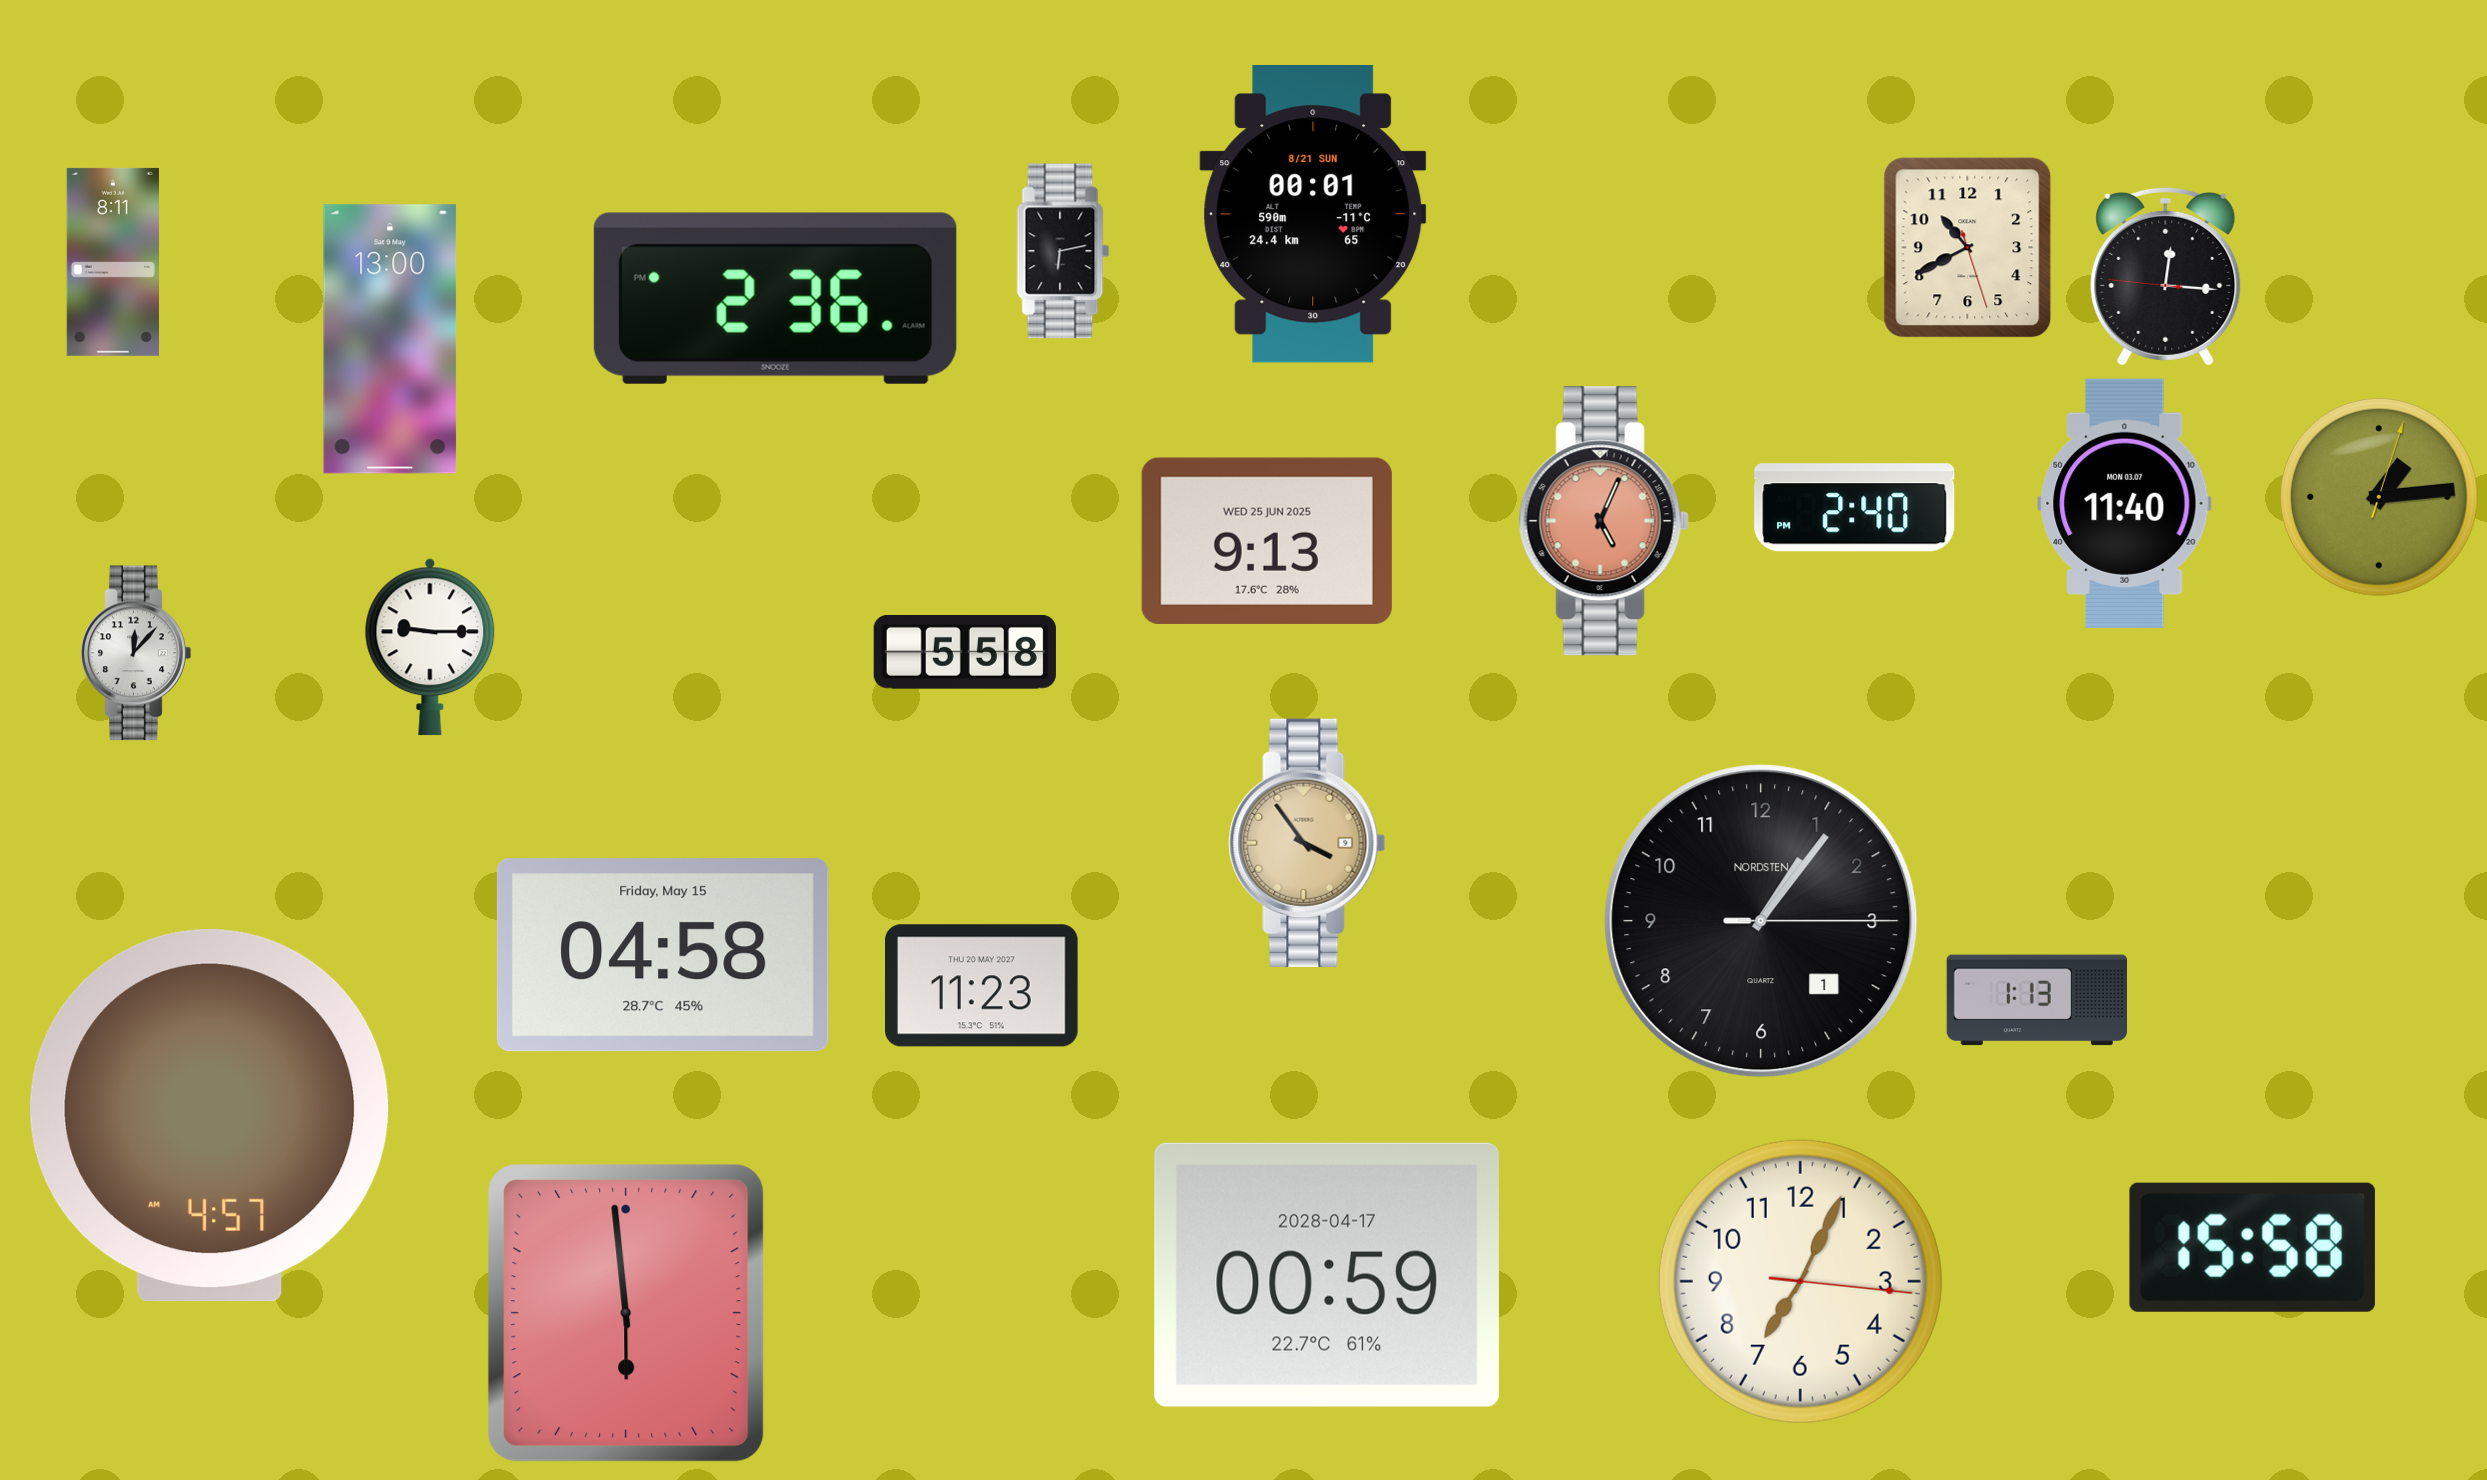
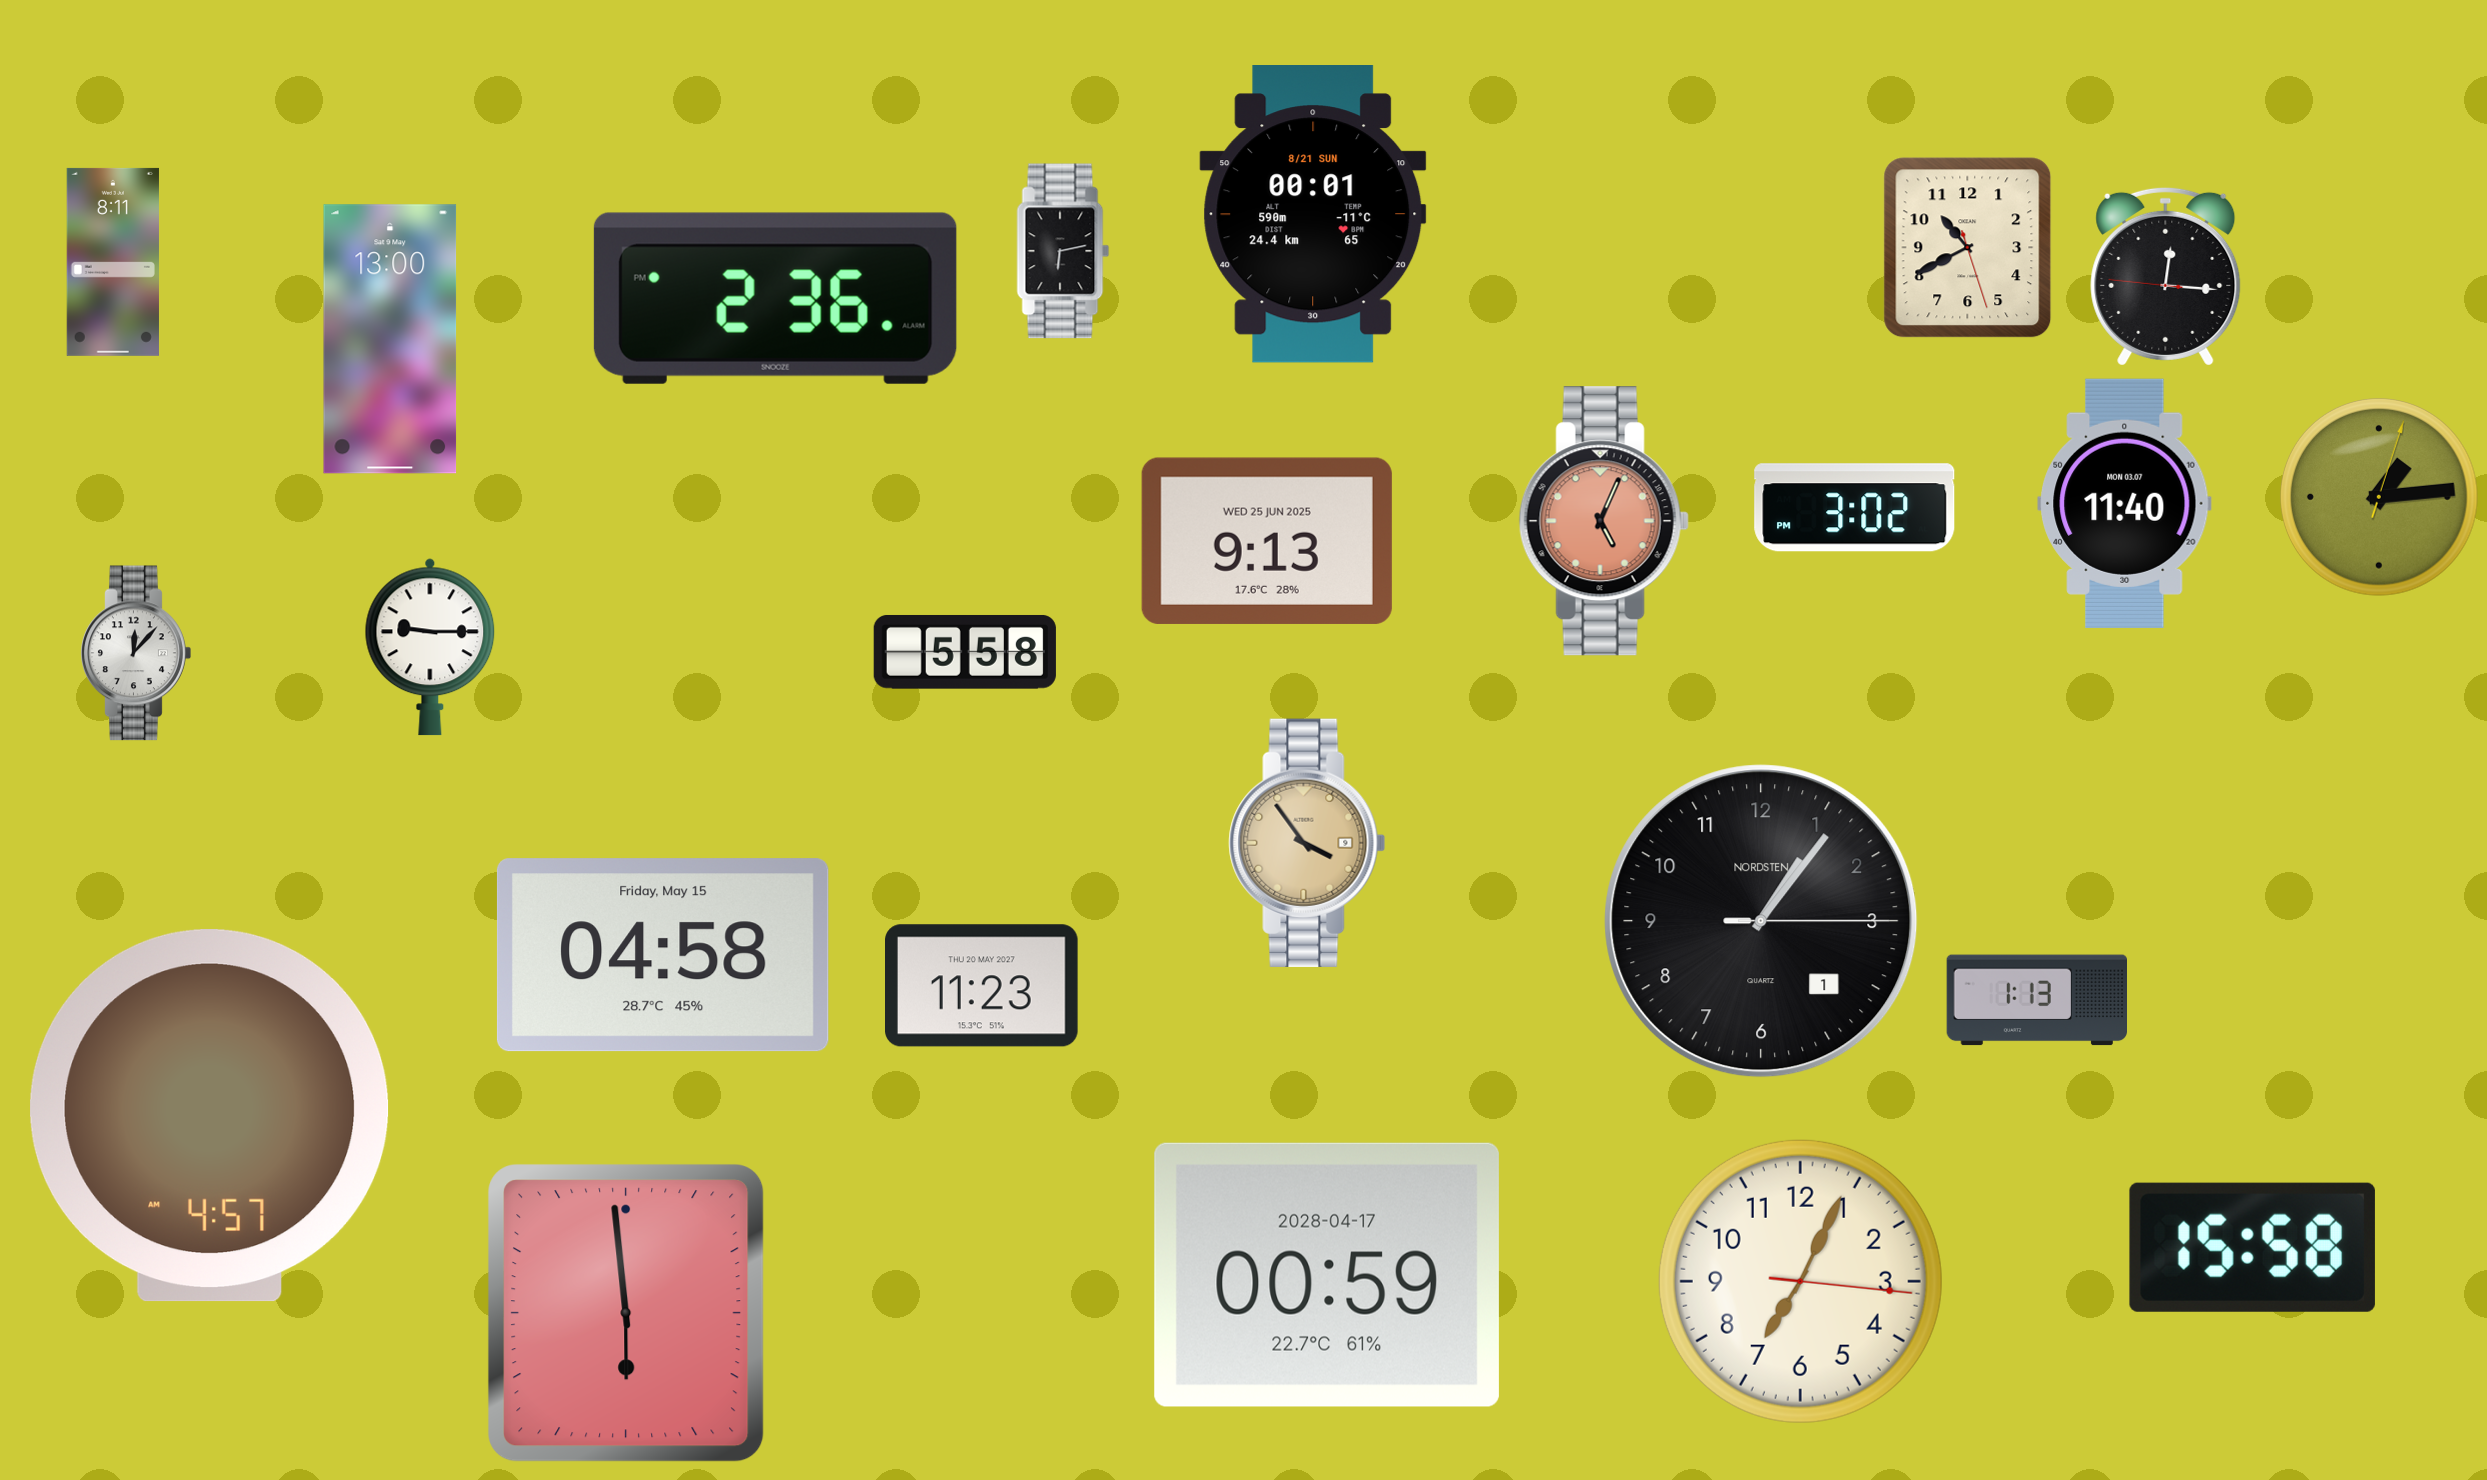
clock at (1855, 508): 2:40 -> 3:02
